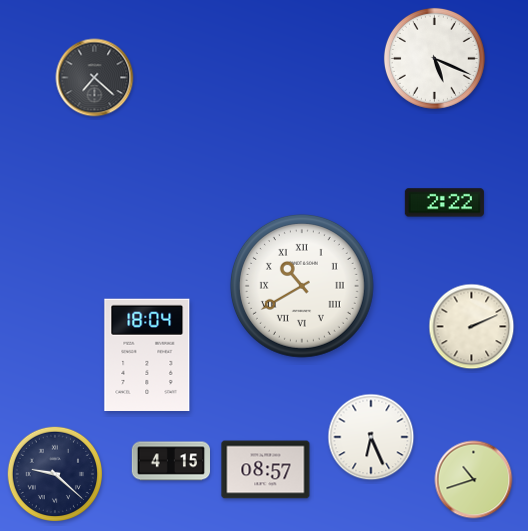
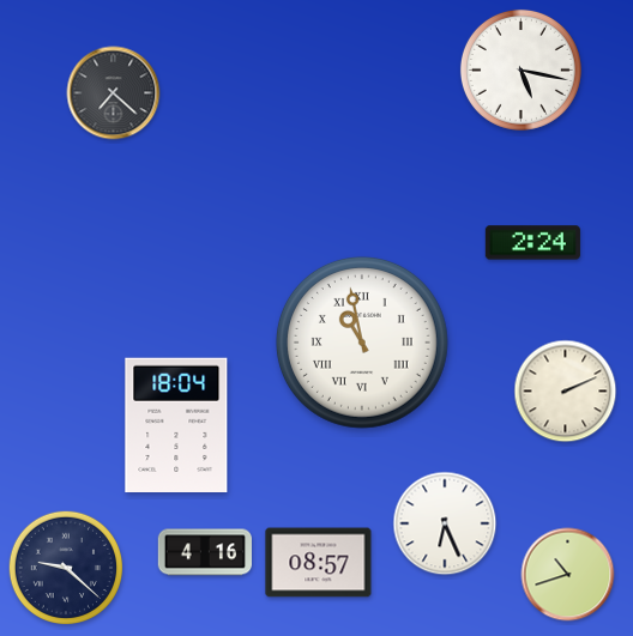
clock at (434, 58): 5:19 -> 5:17
clock at (444, 203): 2:22 -> 2:24
clock at (302, 286): 10:40 -> 10:58
clock at (170, 461): 4:15 -> 4:16
